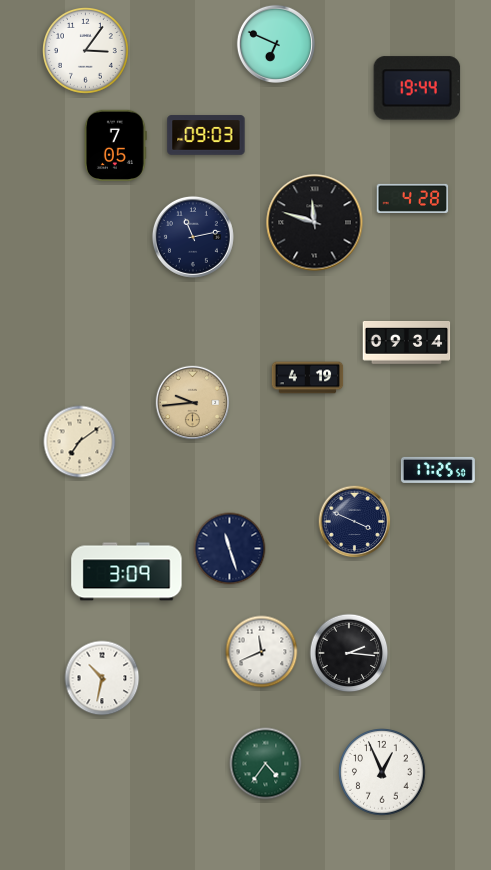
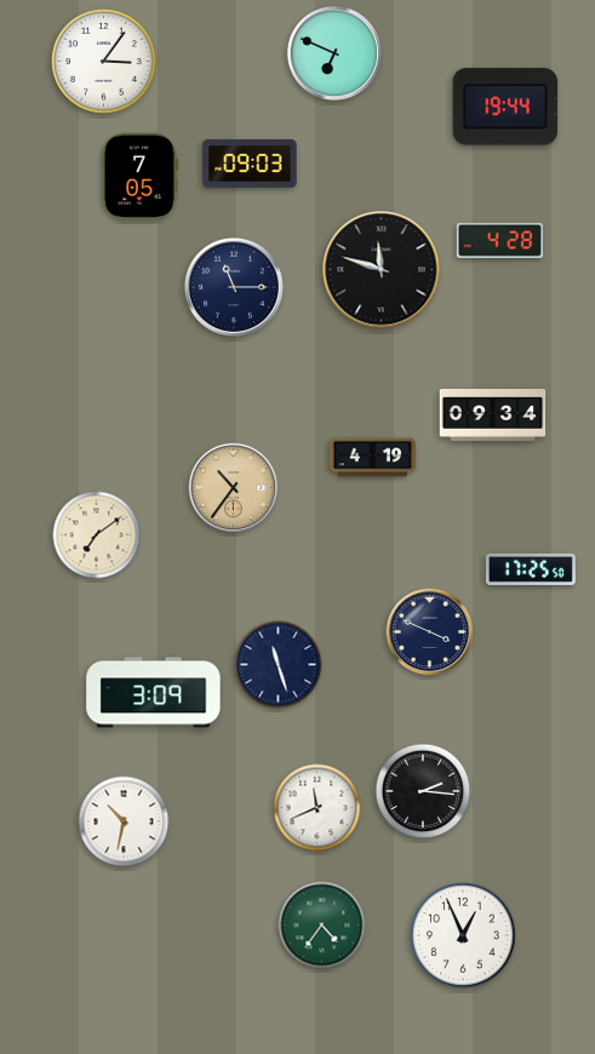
clock at (193, 237): 11:13 -> 11:15
clock at (193, 403): 9:44 -> 10:36
clock at (262, 652) position: (262, 652) -> (317, 808)
